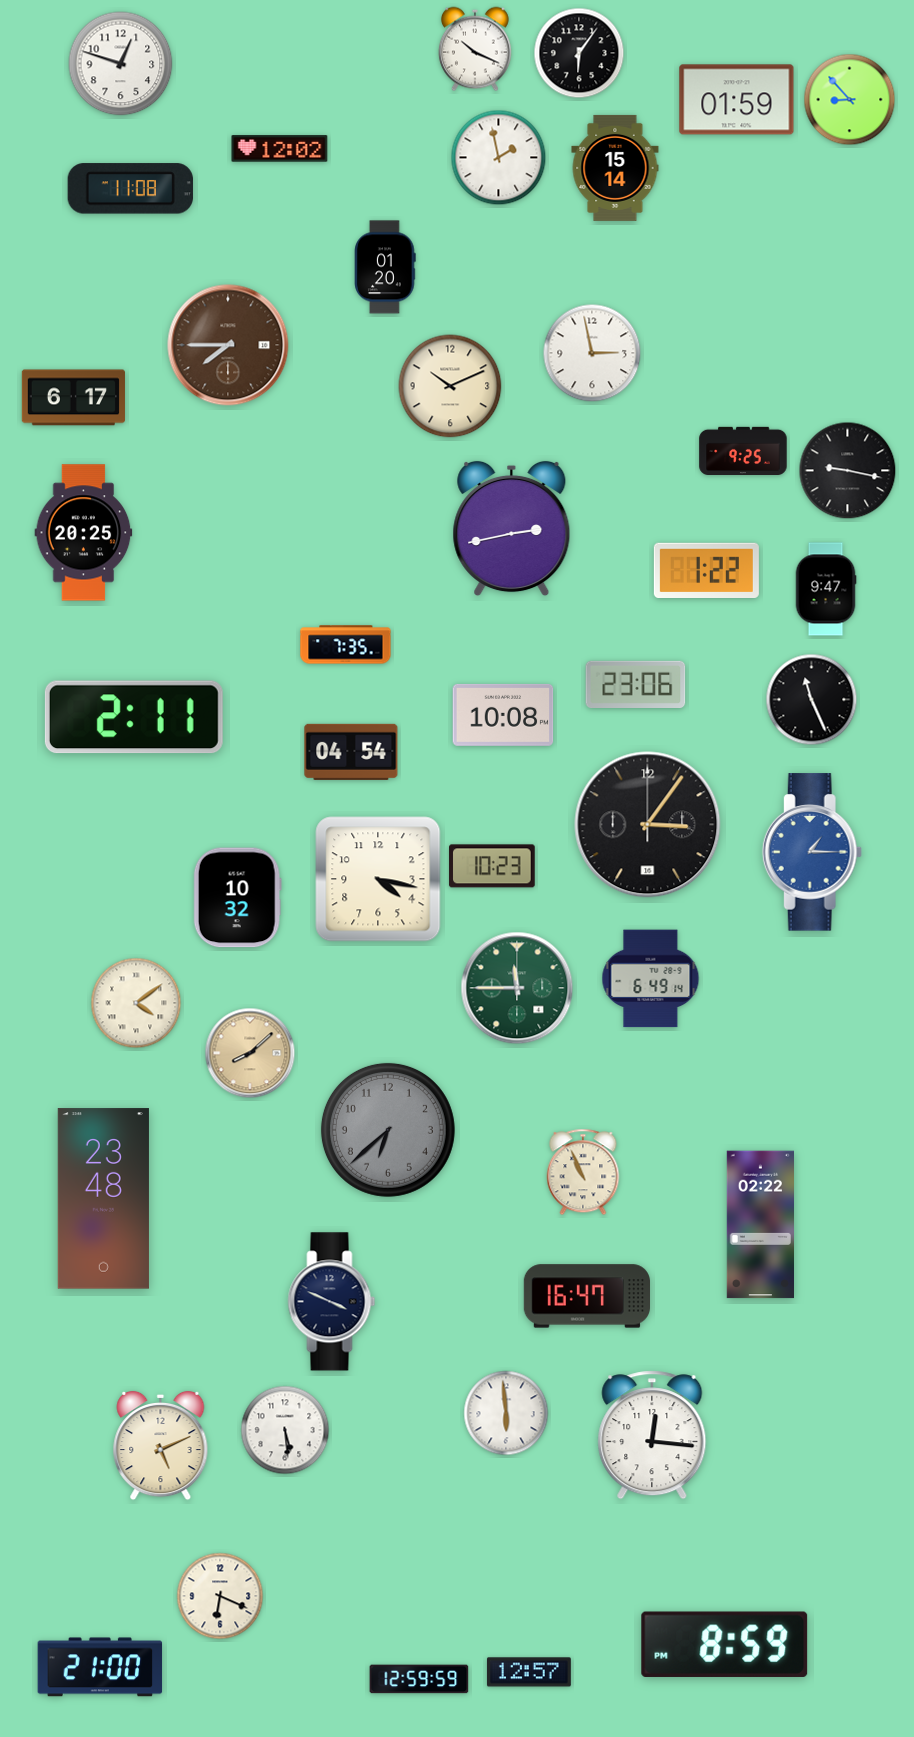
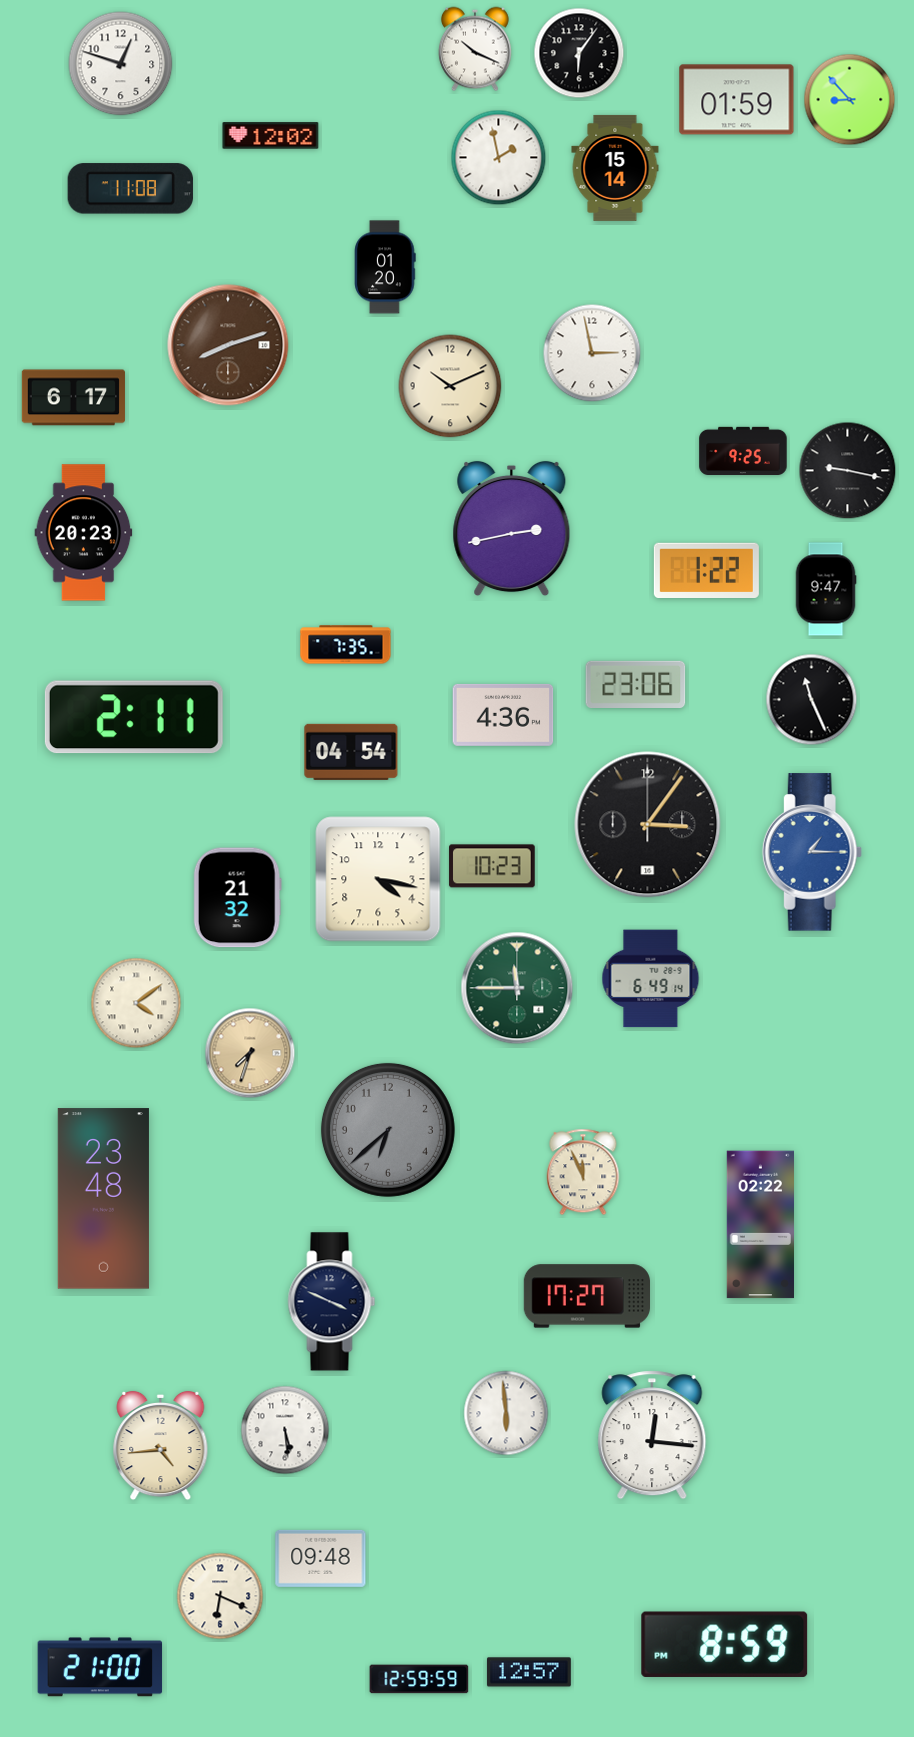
clock at (280, 149) position: (280, 149) -> (271, 136)
clock at (228, 345): 7:45 -> 8:12
clock at (84, 533): 20:25 -> 20:23
clock at (503, 715): 10:08 -> 4:36
clock at (237, 898): 10:32 -> 21:32
clock at (250, 1053): 8:08 -> 7:33
clock at (583, 1172): 10:56 -> 11:56
clock at (586, 1296): 16:47 -> 17:27
clock at (161, 1446): 5:11 -> 4:44
clock at (321, 1558): none -> 09:48
